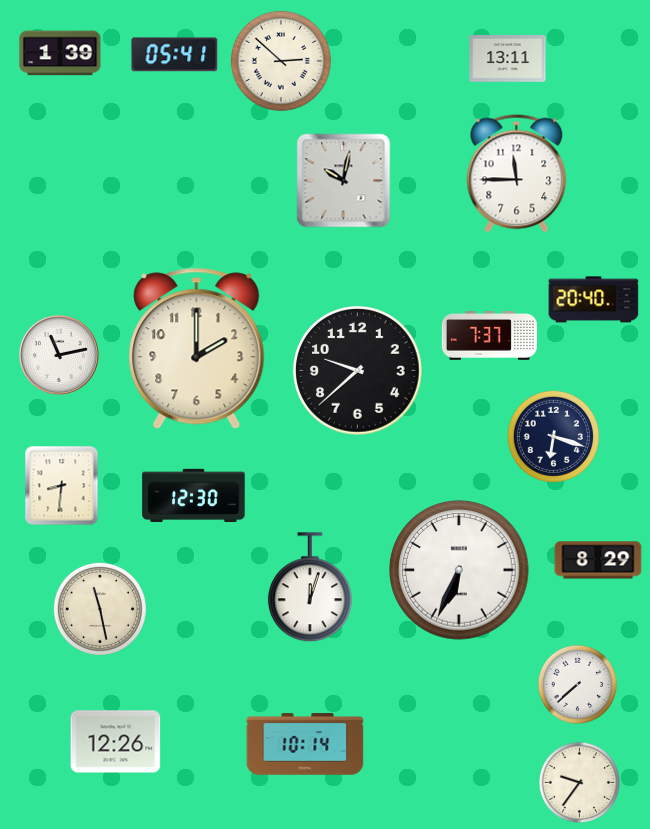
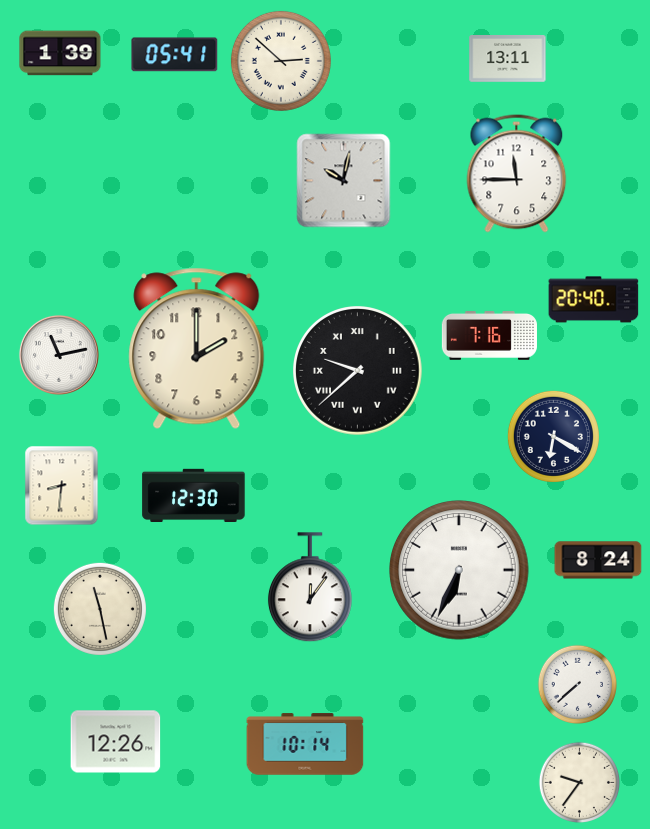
clock at (489, 336): 7:37 -> 7:16
clock at (358, 371) numerals: Arabic -> Roman
clock at (553, 436): 6:18 -> 6:20
clock at (598, 560): 8:29 -> 8:24
clock at (310, 588): 12:03 -> 12:06
